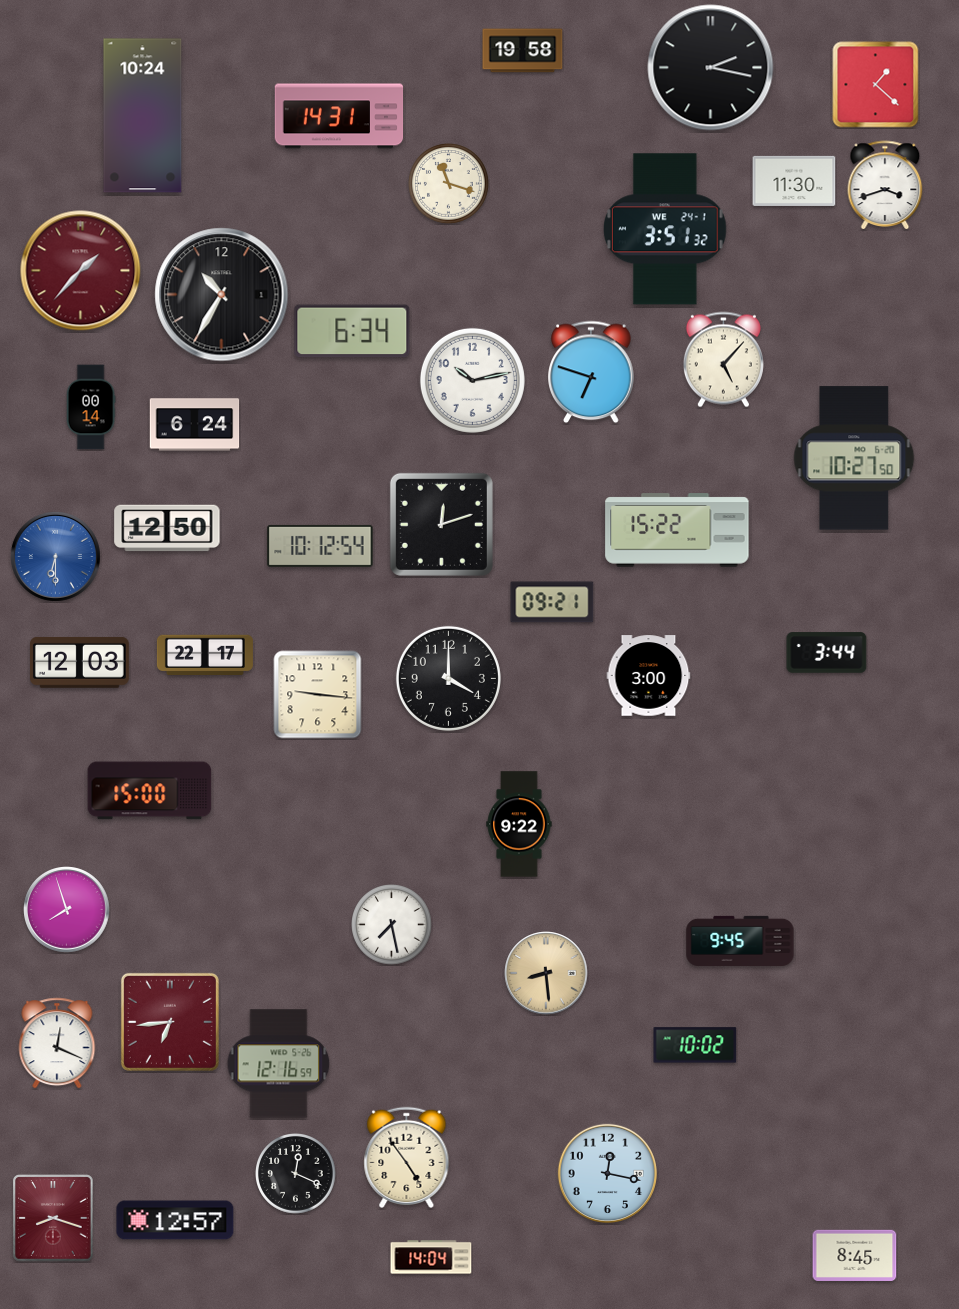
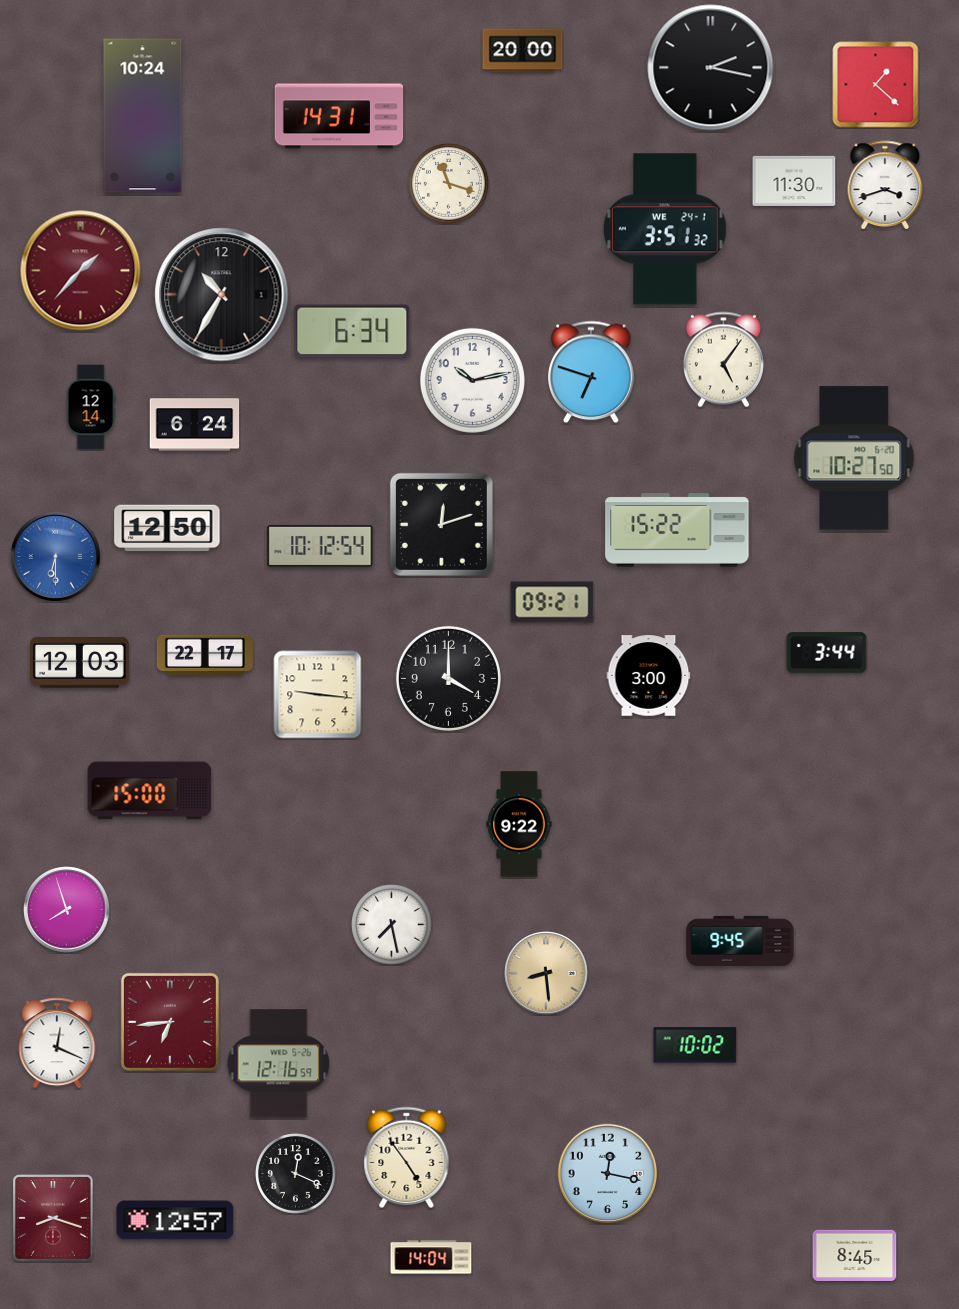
clock at (523, 51): 19:58 -> 20:00
clock at (723, 360): 5:07 -> 5:06
clock at (91, 407): 00:14 -> 12:14
